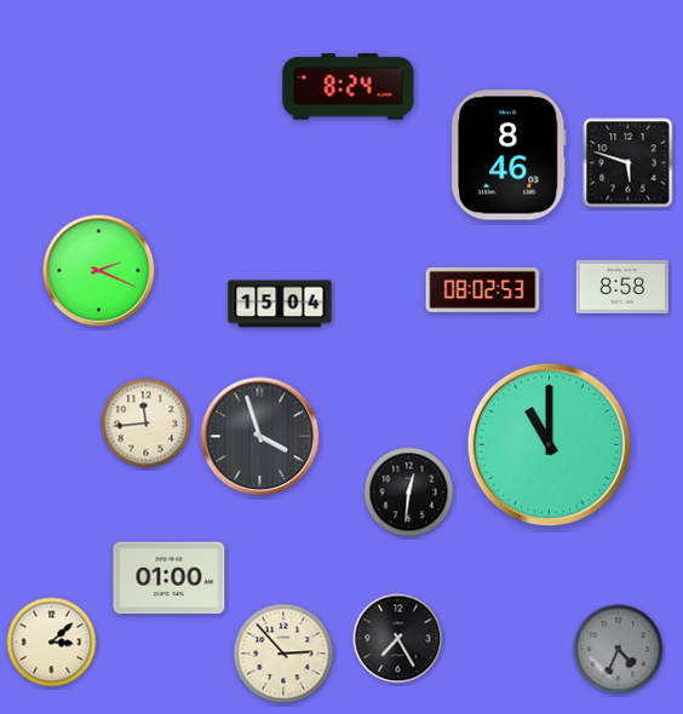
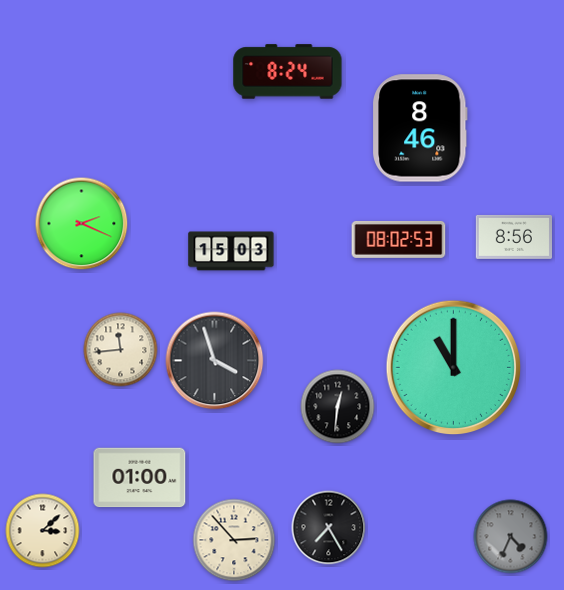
clock at (629, 163): 5:48 -> none
clock at (621, 287): 8:58 -> 8:56
clock at (280, 304): 15:04 -> 15:03
